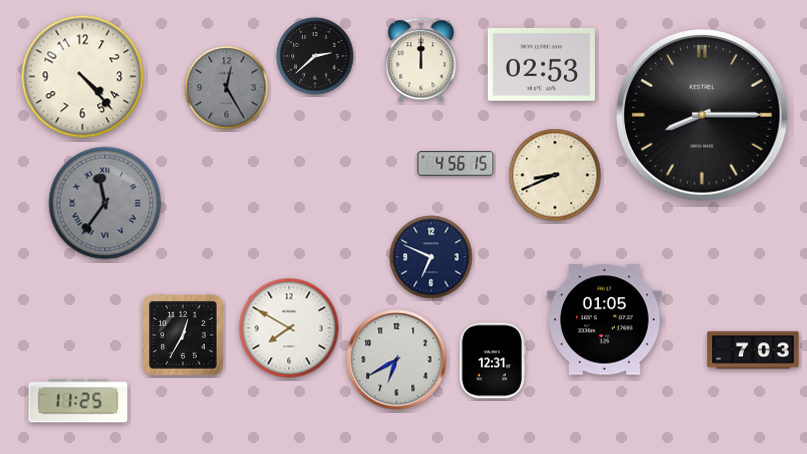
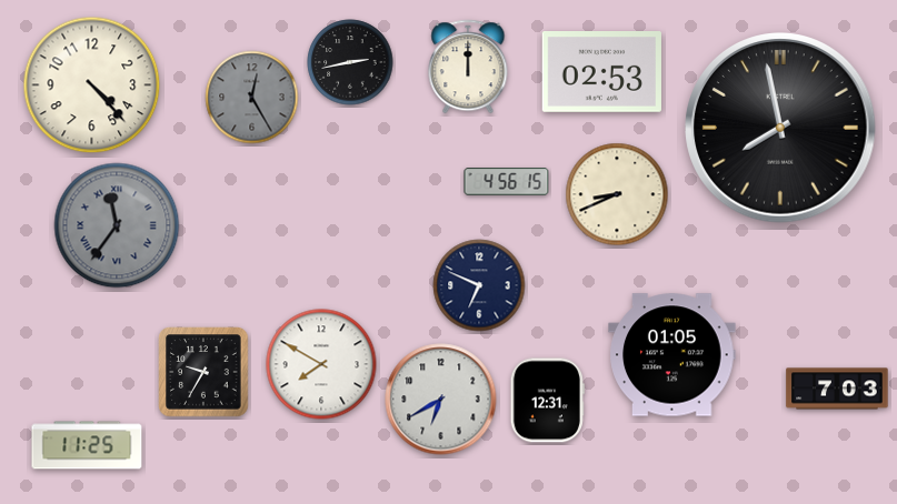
clock at (315, 56): 2:38 -> 2:43
clock at (702, 115): 8:15 -> 7:58
clock at (183, 335): 12:35 -> 9:35
